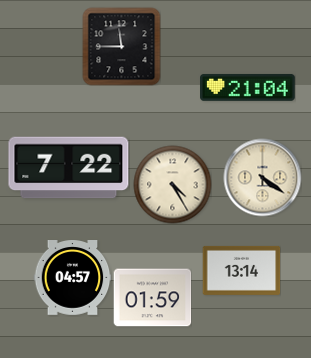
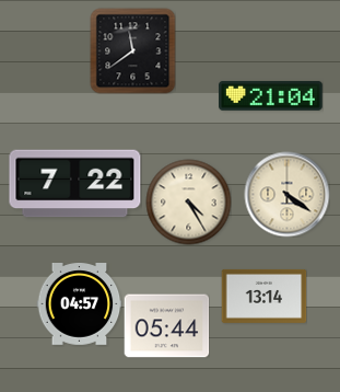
clock at (121, 46): 11:45 -> 11:39
clock at (152, 298): 01:59 -> 05:44
